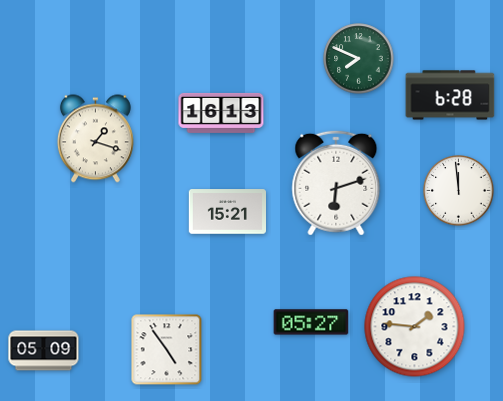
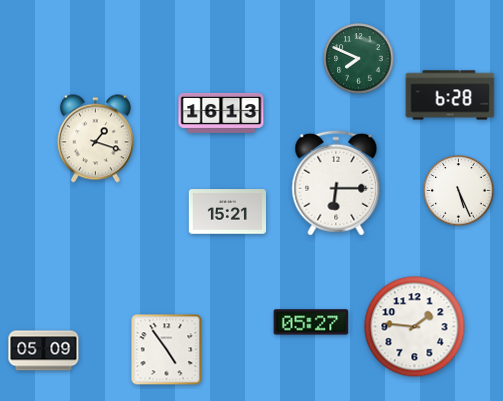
clock at (336, 183): 6:12 -> 6:15
clock at (459, 191): 11:59 -> 5:26
